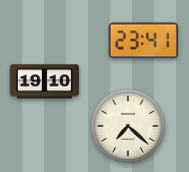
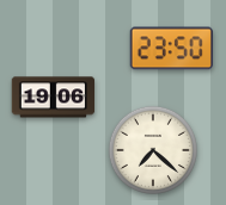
clock at (143, 41): 23:41 -> 23:50
clock at (45, 82): 19:10 -> 19:06
